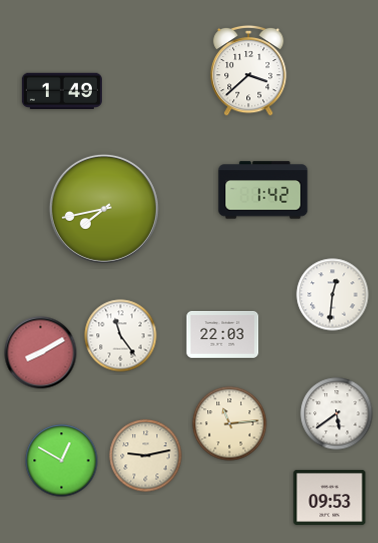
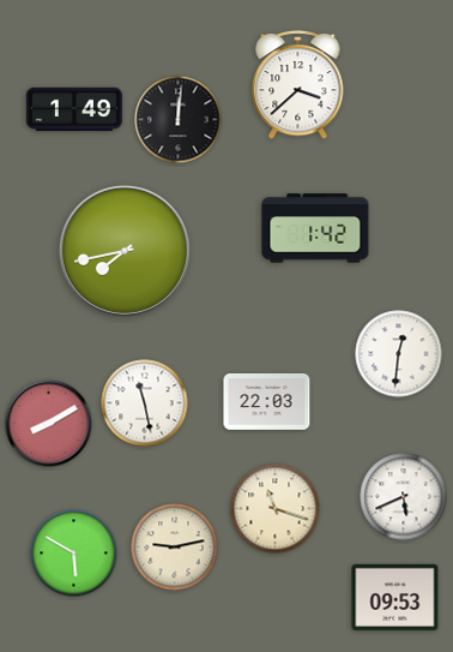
clock at (179, 120): none -> 12:01
clock at (121, 336): 11:24 -> 11:28
clock at (337, 414): 5:39 -> 5:41
clock at (230, 424): 11:14 -> 11:18
clock at (62, 461): 12:50 -> 5:50
